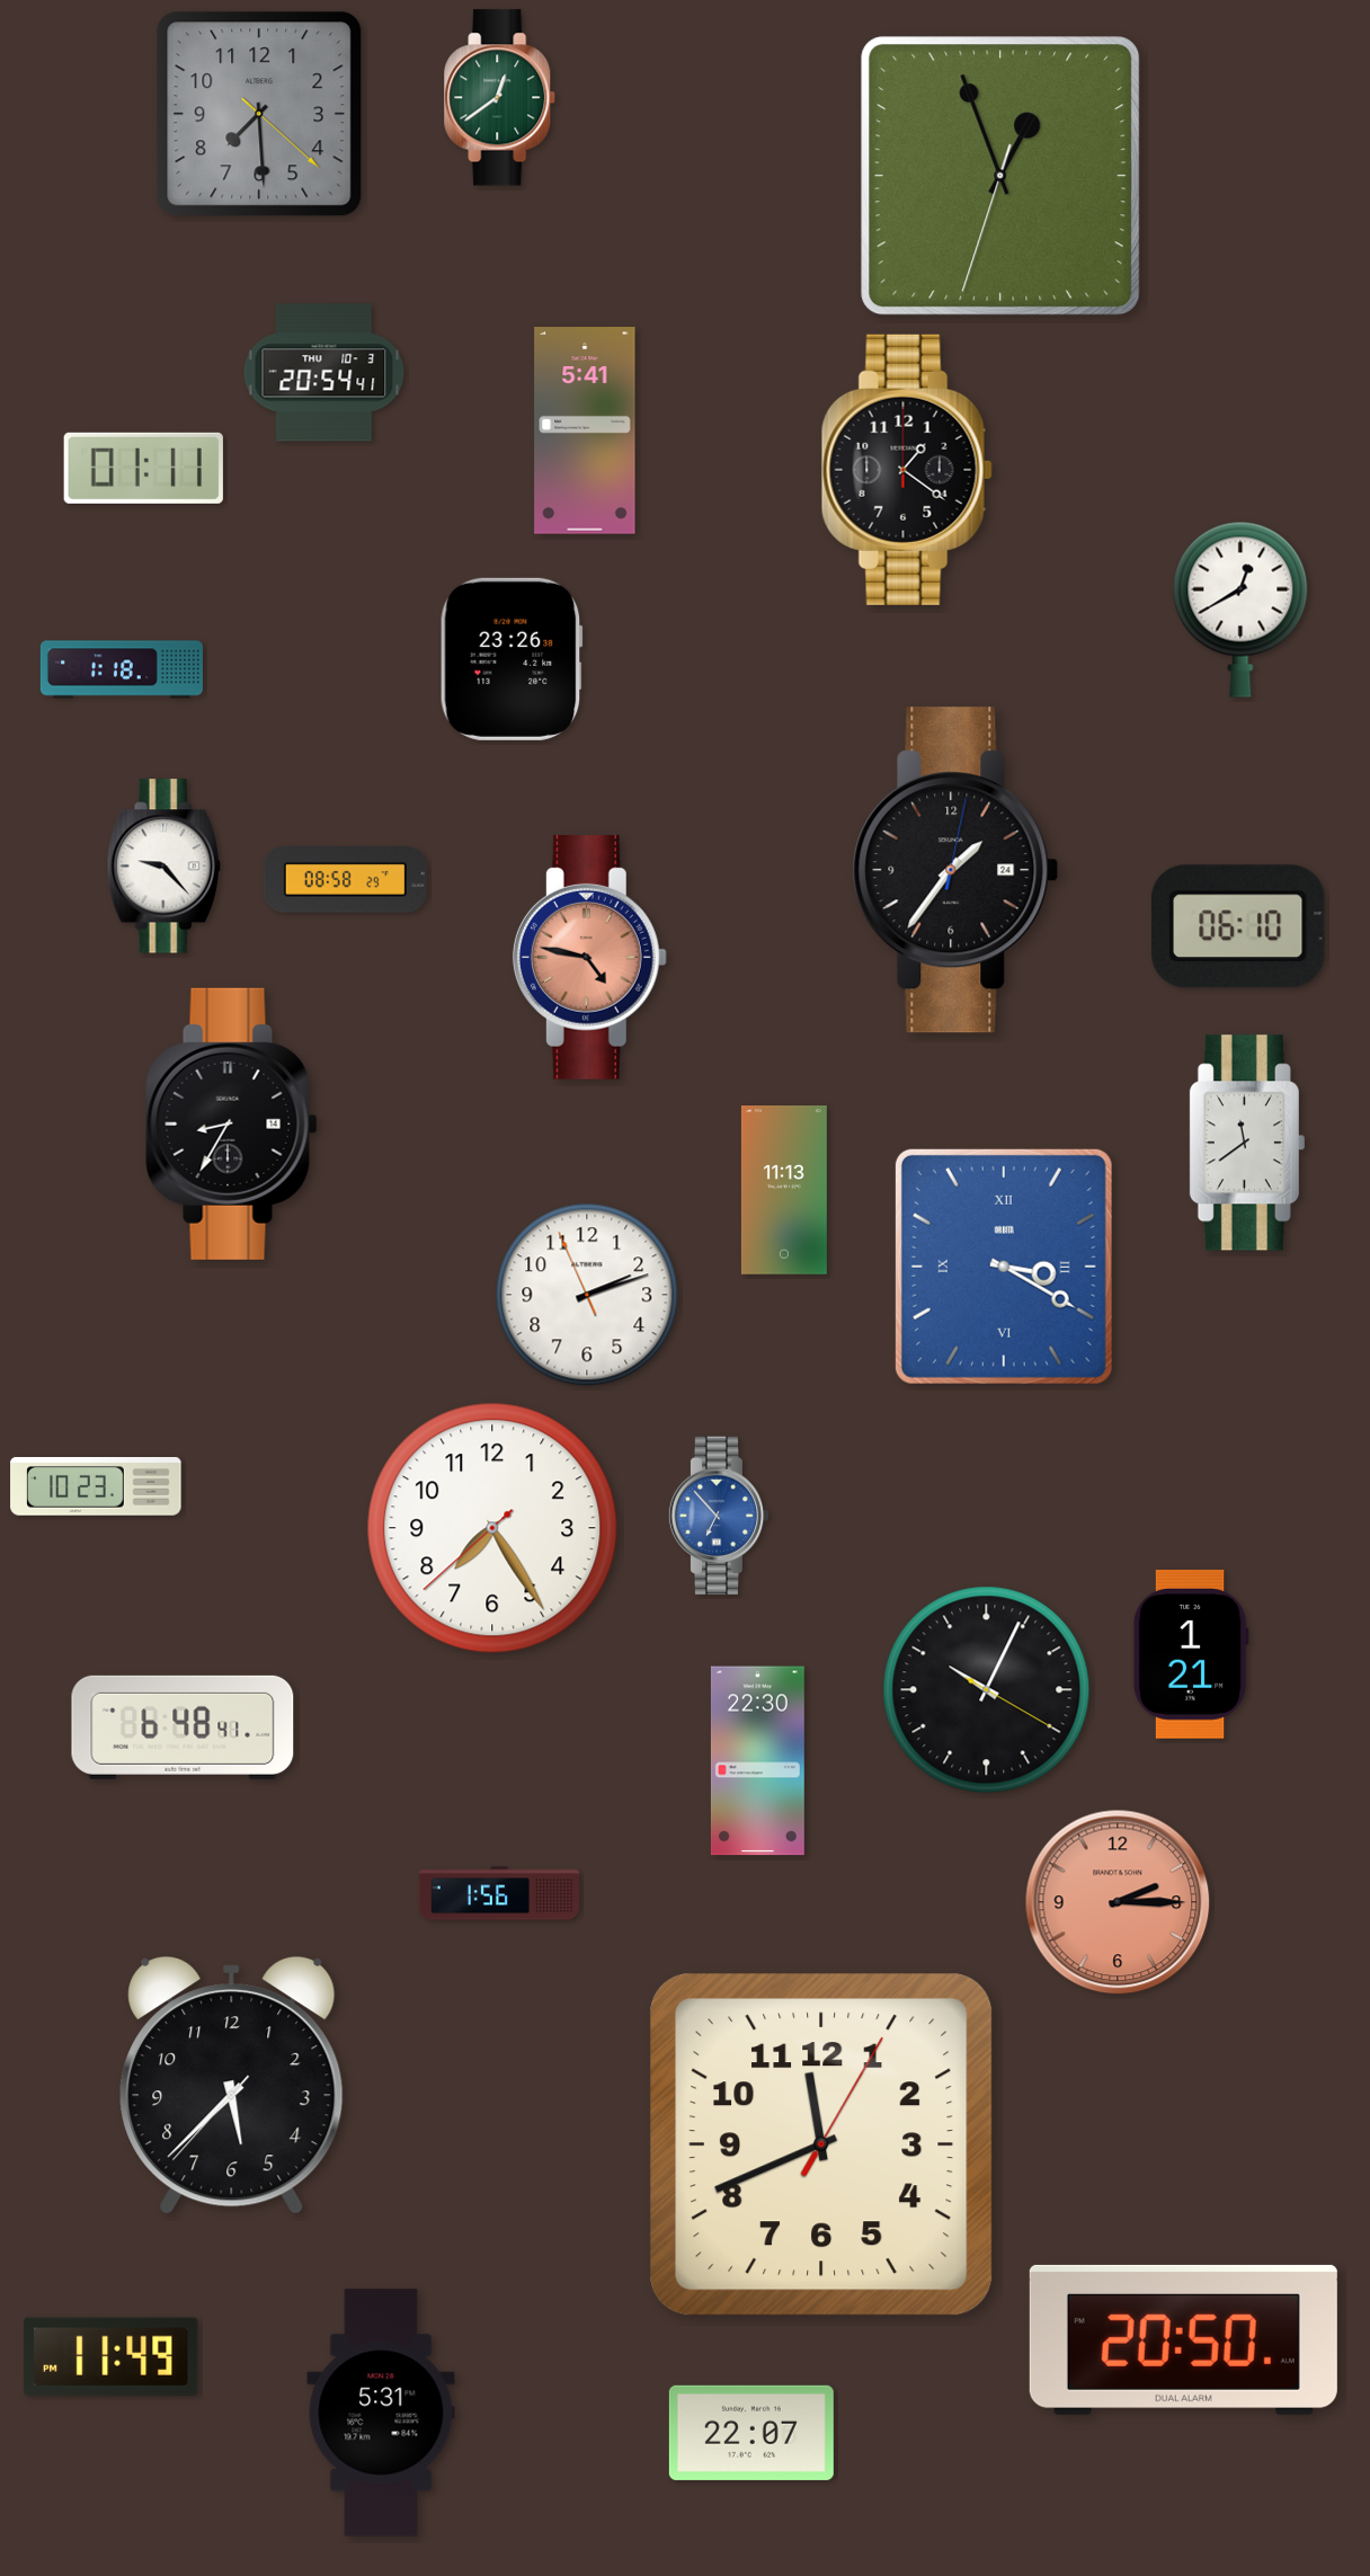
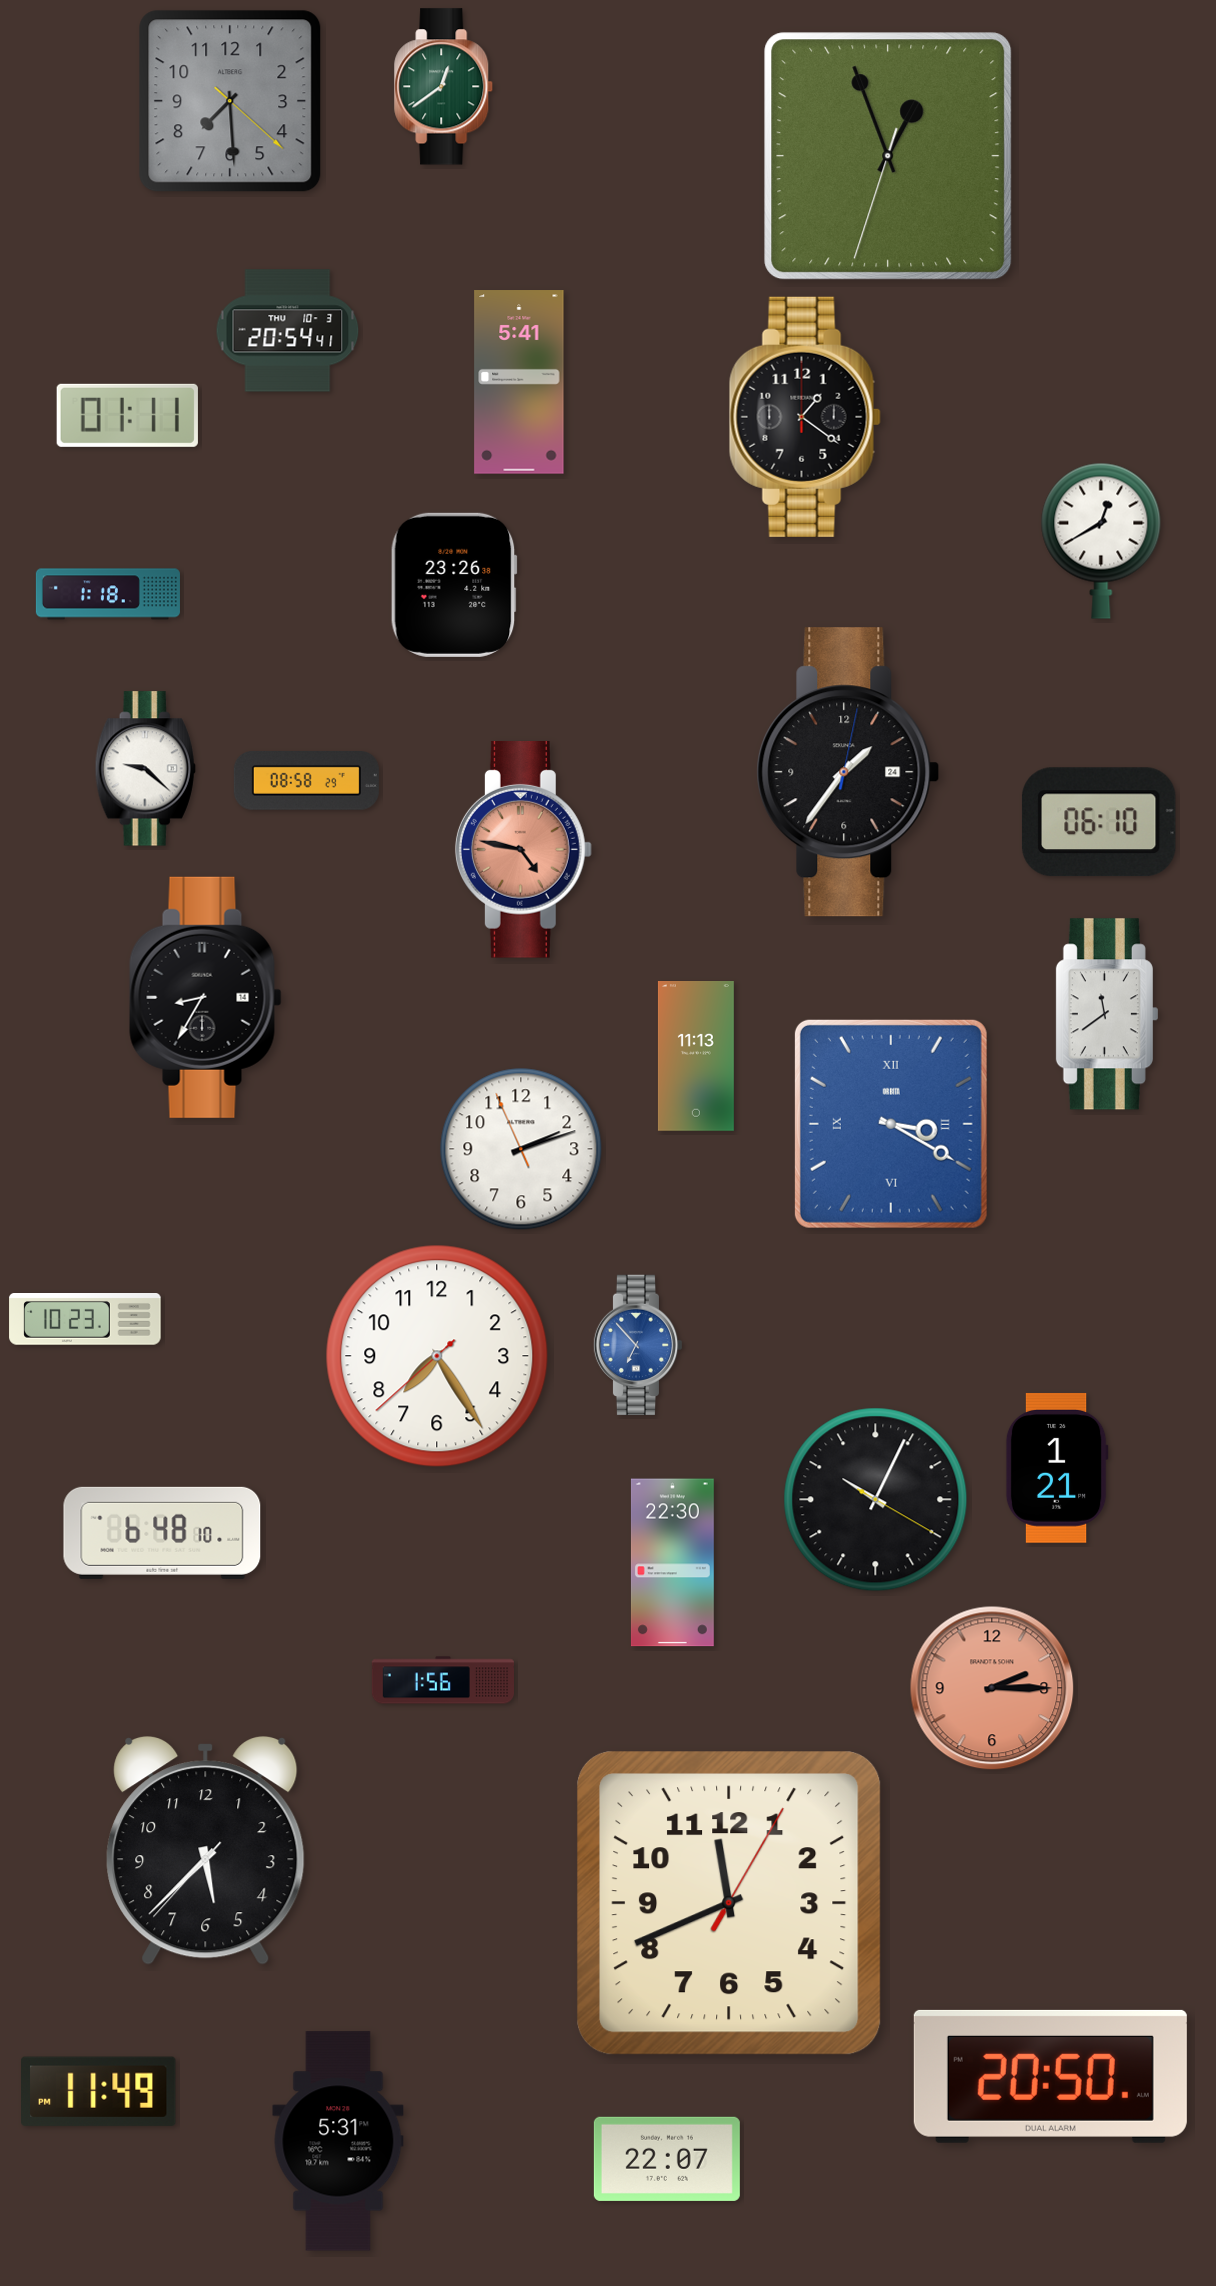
clock at (163, 867): 9:23 -> 9:22
clock at (183, 1727): 6:48:41 -> 6:48:10
